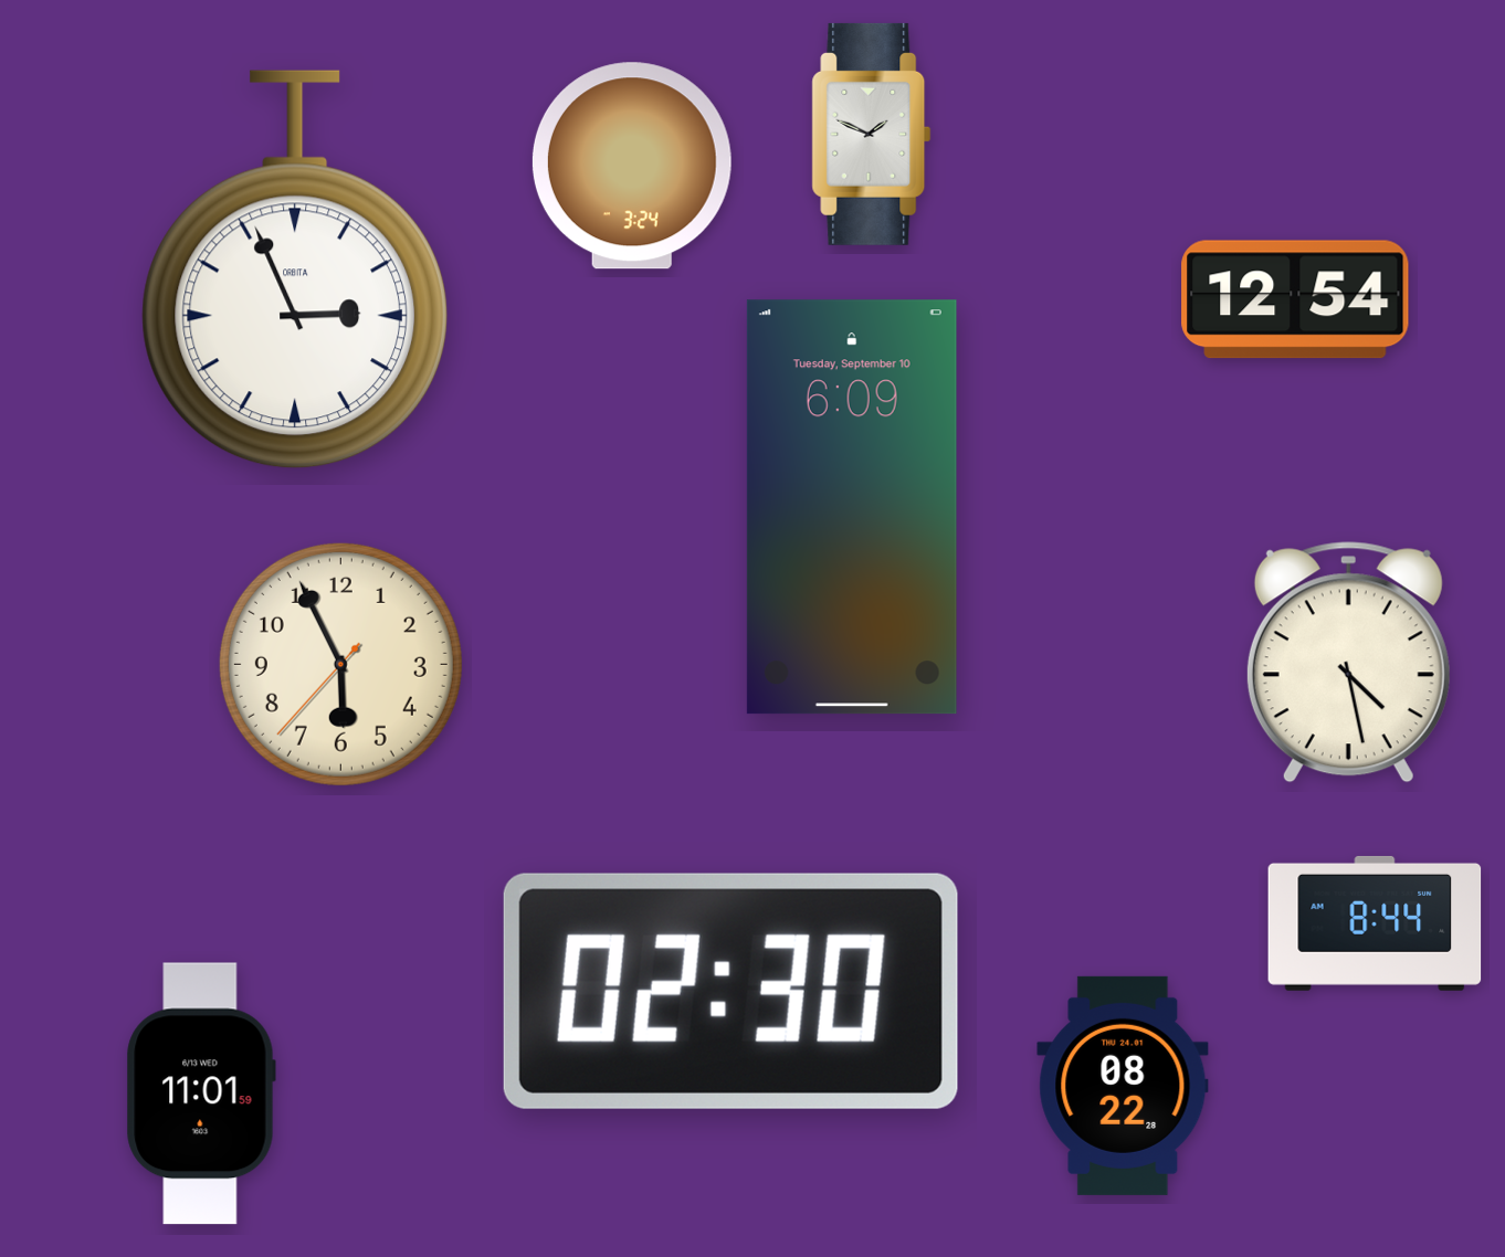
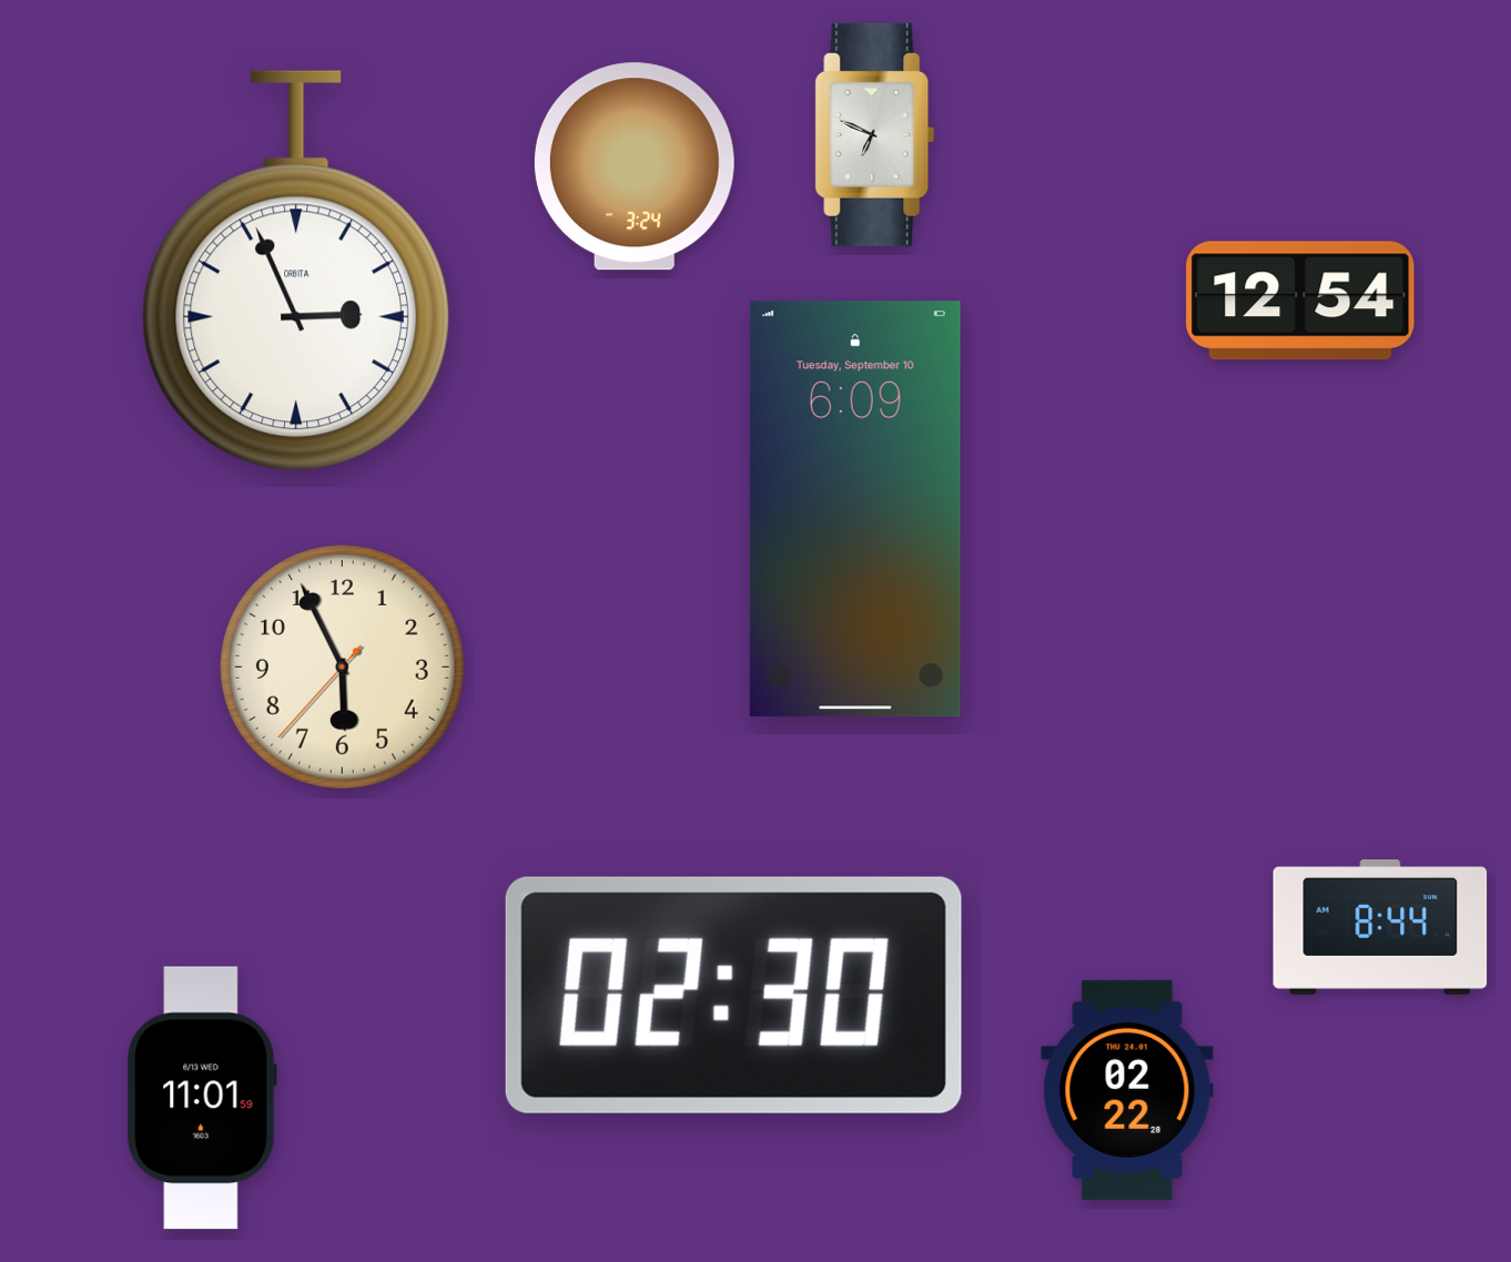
clock at (872, 134): 1:49 -> 6:49
clock at (1348, 663): 4:28 -> none
clock at (1123, 1086): 08:22 -> 02:22
